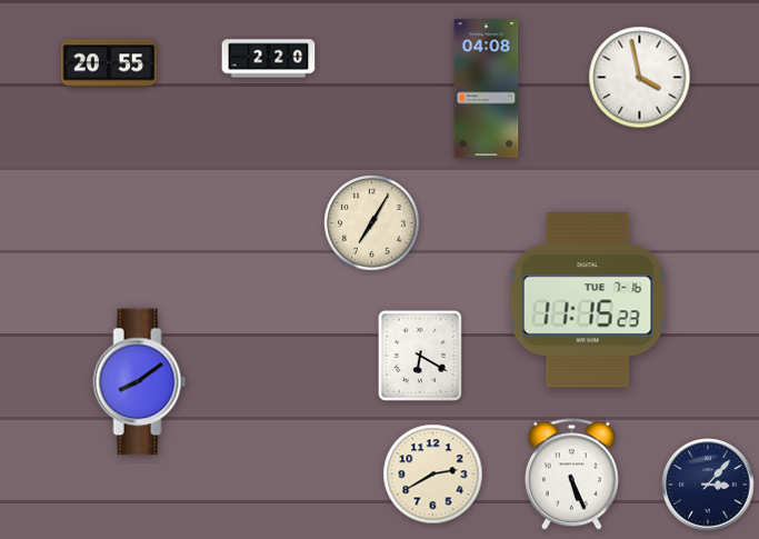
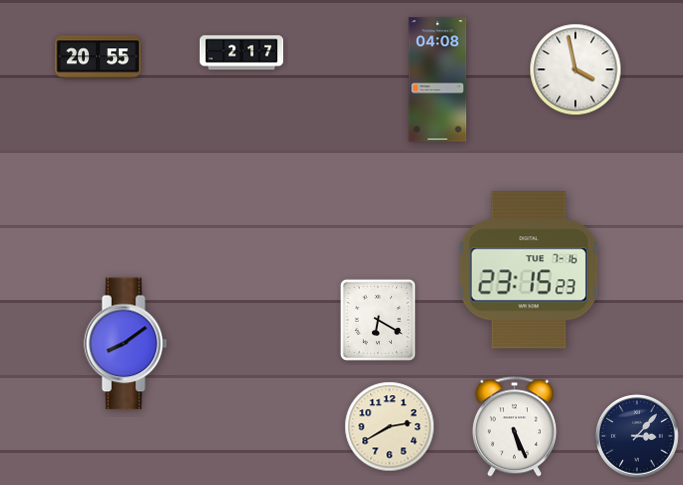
clock at (269, 59): 2:20 -> 2:17
clock at (372, 223): 7:05 -> none
clock at (588, 300): 11:15 -> 23:15
